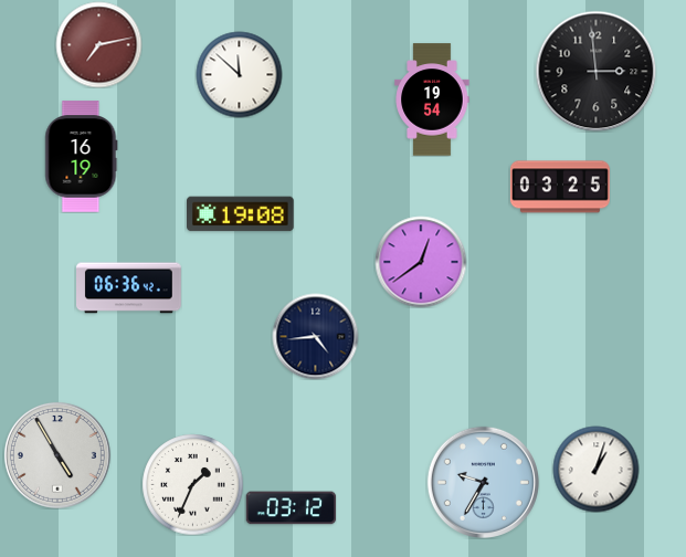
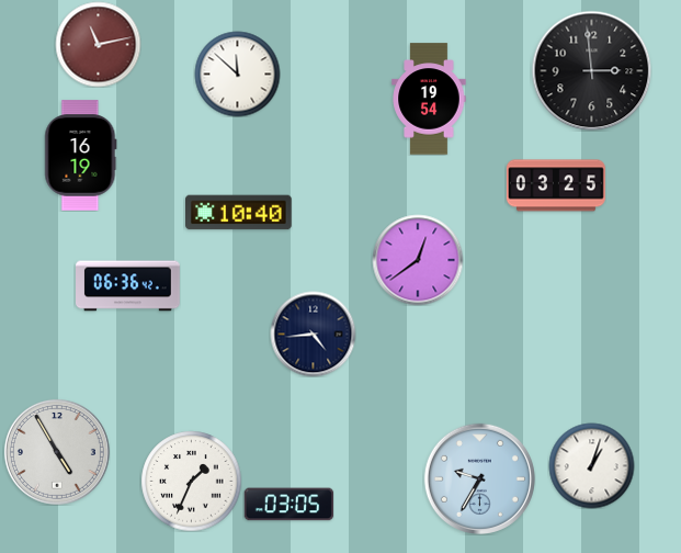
clock at (98, 44): 7:13 -> 11:13
clock at (241, 214): 19:08 -> 10:40
clock at (291, 508): 03:12 -> 03:05
